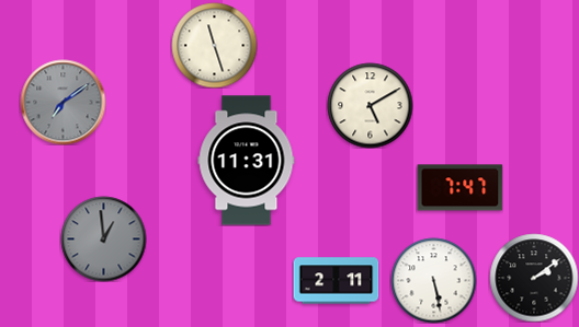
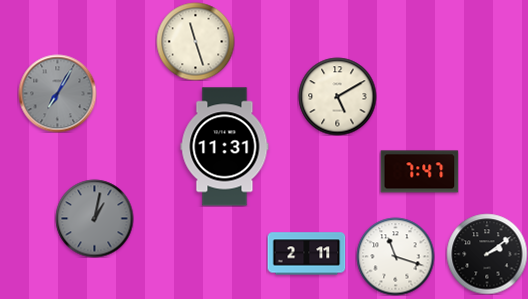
clock at (63, 102): 7:09 -> 7:05
clock at (103, 238): 12:59 -> 1:02
clock at (433, 280): 5:28 -> 11:18
clock at (336, 281) position: (336, 281) -> (306, 254)
